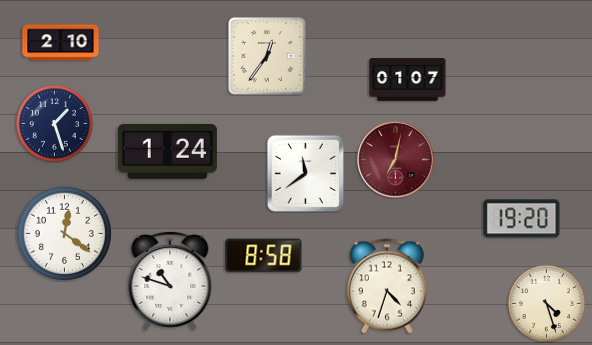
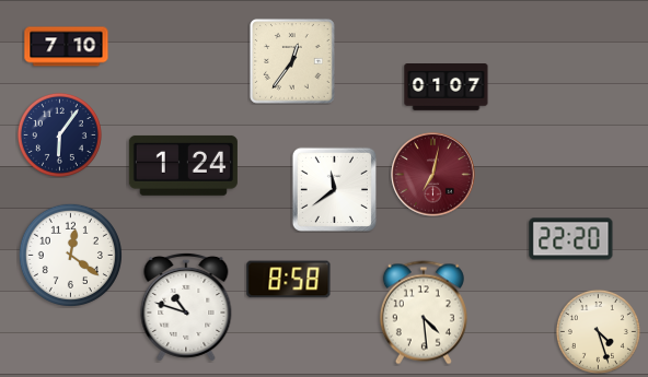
clock at (61, 43): 2:10 -> 7:10
clock at (54, 123): 1:27 -> 6:06
clock at (522, 219): 19:20 -> 22:20
clock at (387, 286): 4:33 -> 4:29
